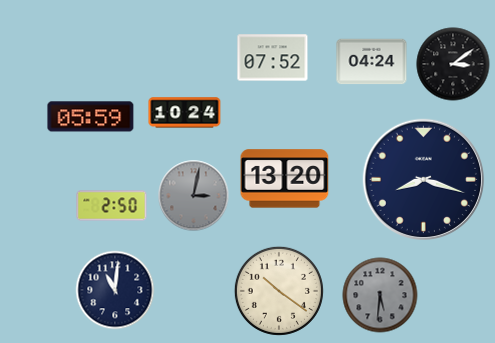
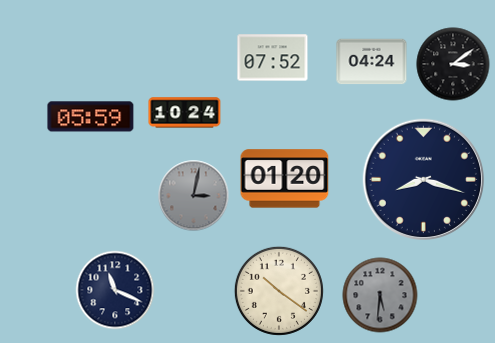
clock at (285, 179): 13:20 -> 01:20
clock at (112, 206): 2:50 -> none
clock at (115, 290): 11:01 -> 11:19
